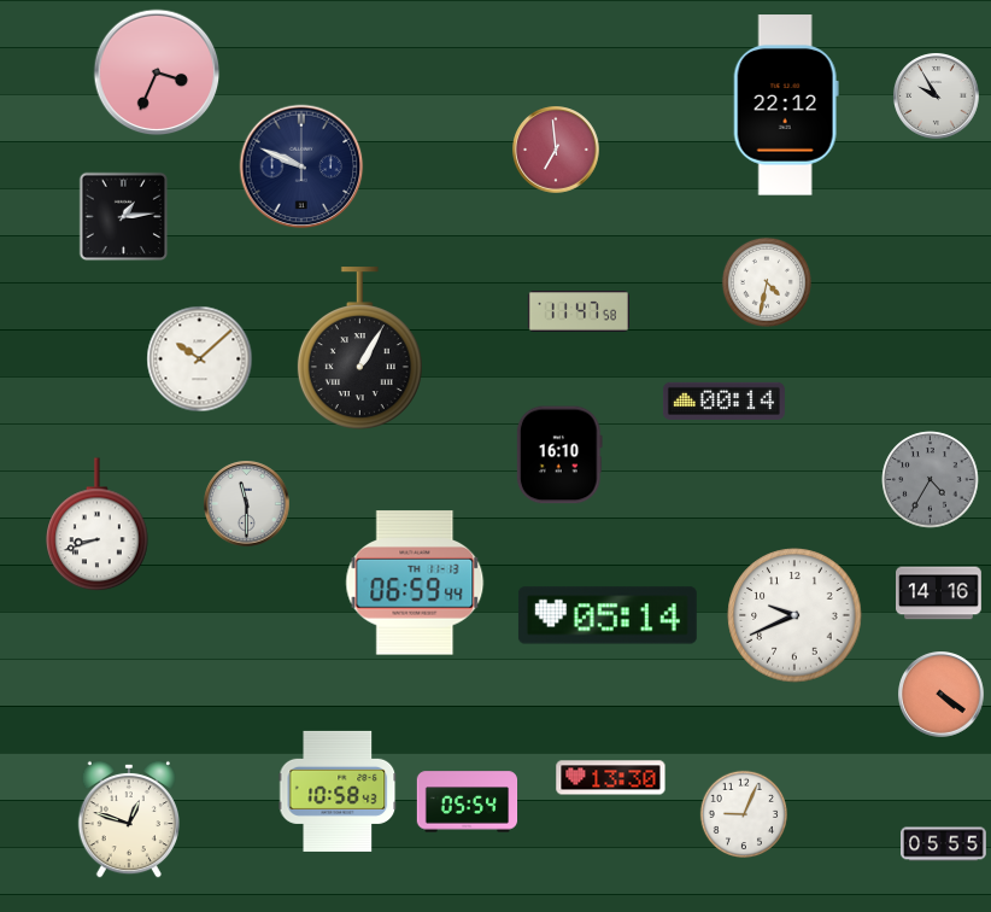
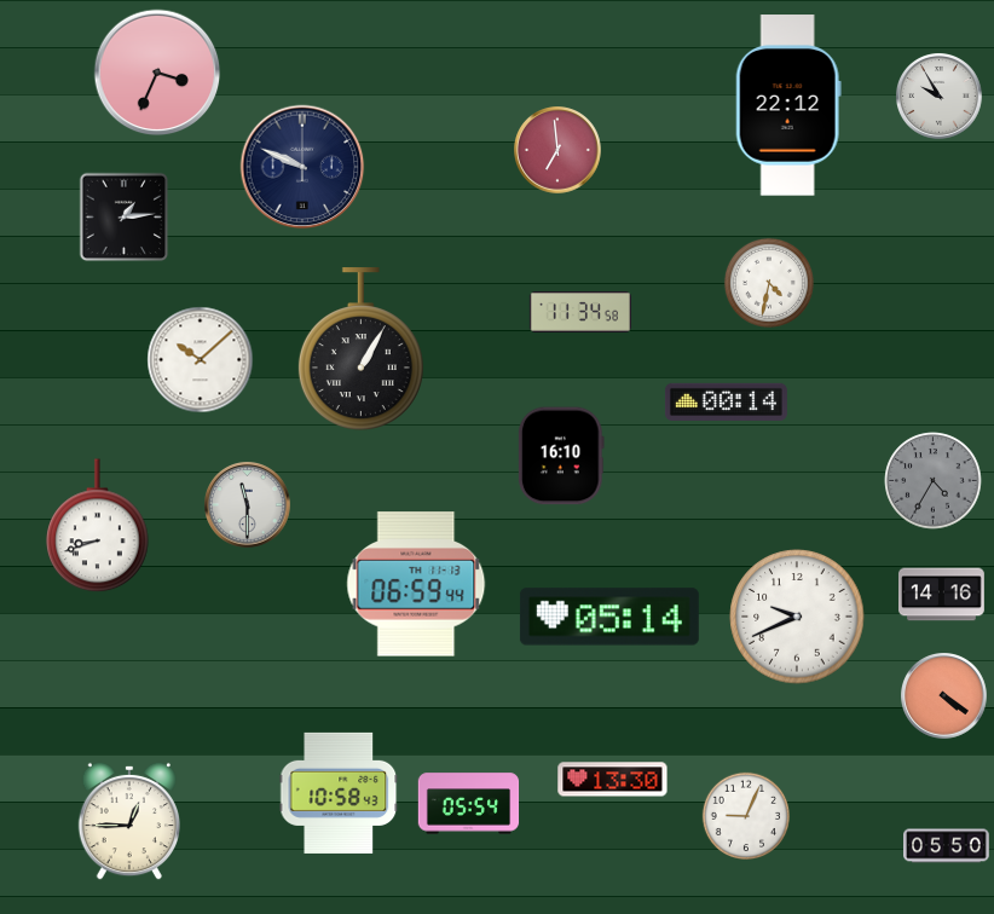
clock at (579, 312): 11:47 -> 11:34
clock at (128, 819): 12:48 -> 12:45
clock at (944, 844): 05:55 -> 05:50
